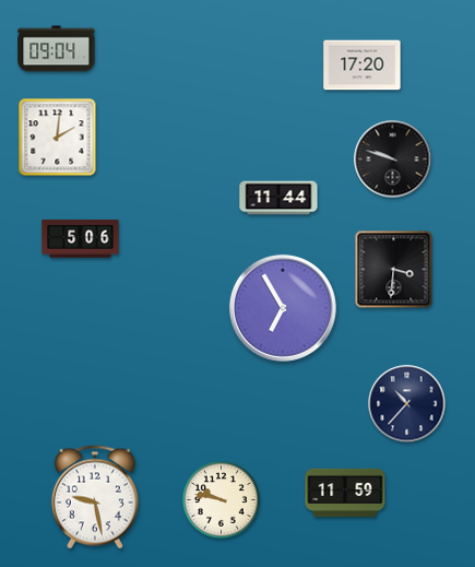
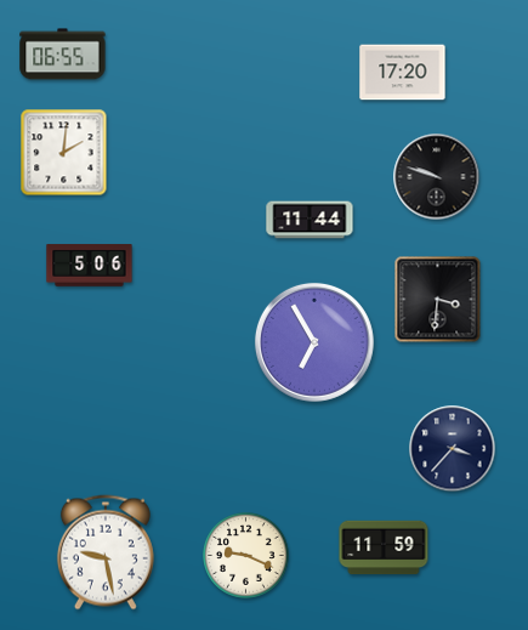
clock at (57, 49): 09:04 -> 06:55
clock at (407, 404): 10:37 -> 3:37
clock at (222, 500): 9:47 -> 9:19
